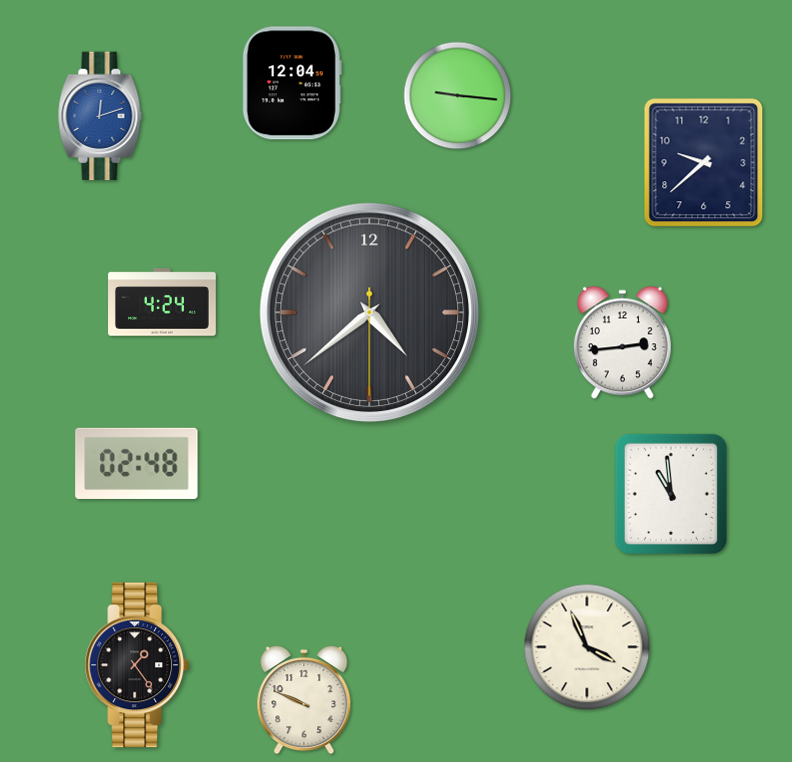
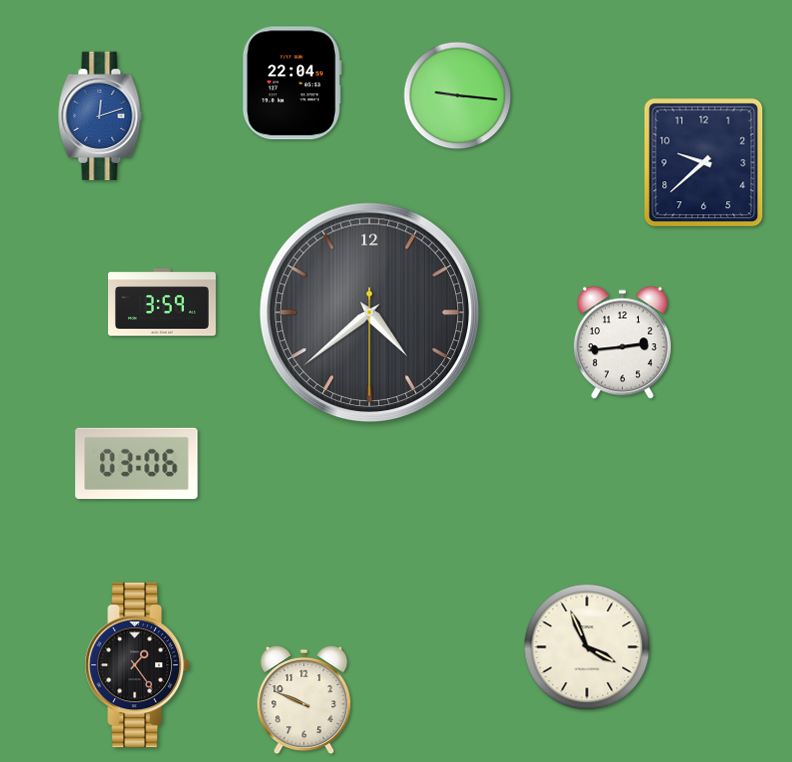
clock at (292, 83): 12:04 -> 22:04
clock at (162, 302): 4:24 -> 3:59
clock at (137, 463): 02:48 -> 03:06
clock at (671, 494): 10:59 -> none
